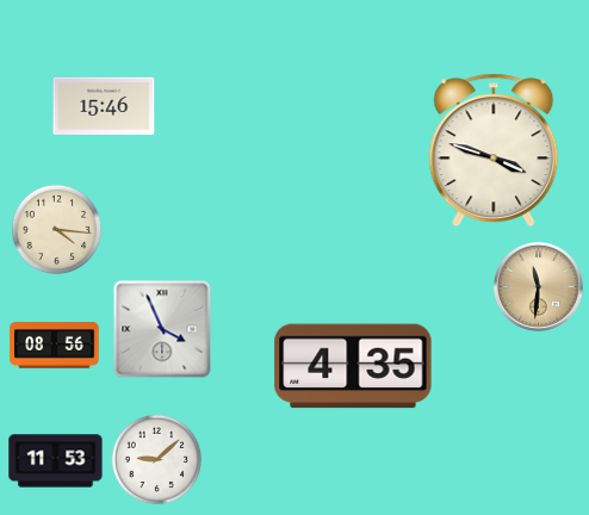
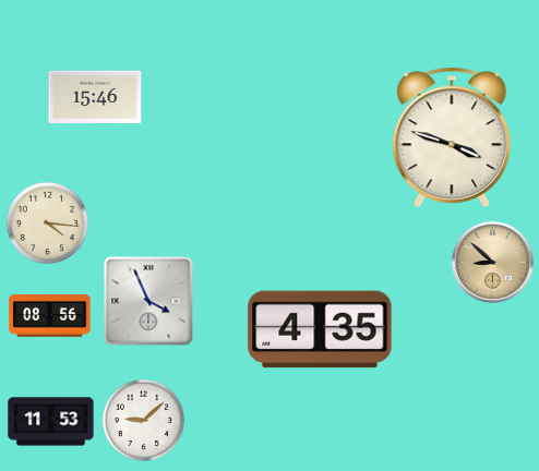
clock at (57, 230) position: (57, 230) -> (48, 224)
clock at (538, 286): 11:31 -> 8:52
clock at (353, 366) position: (353, 366) -> (320, 329)
